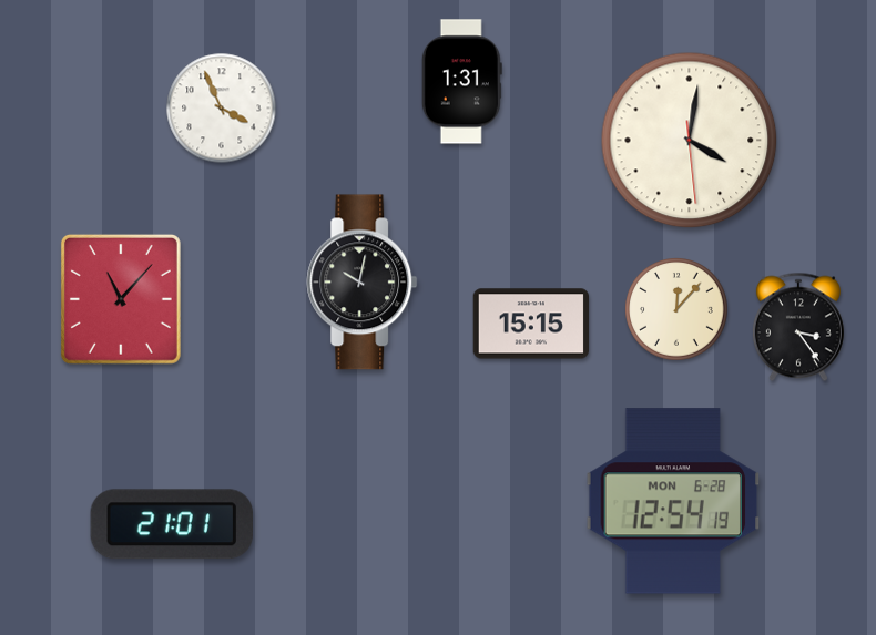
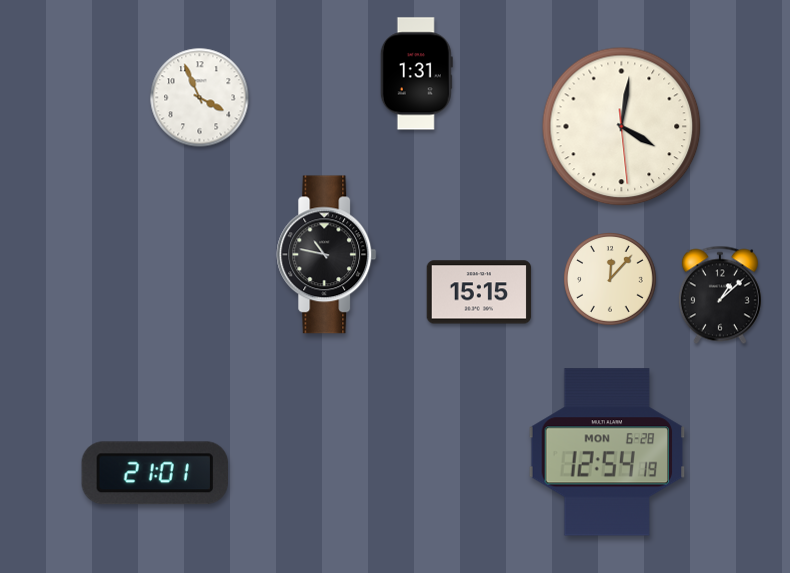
clock at (363, 283): 10:02 -> 10:47
clock at (121, 299): 11:07 -> none
clock at (798, 327): 3:24 -> 1:08
